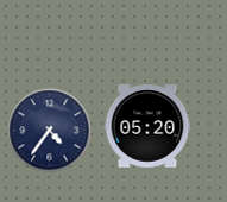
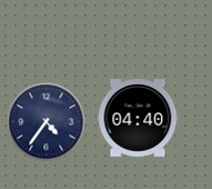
clock at (147, 126): 05:20 -> 04:40
